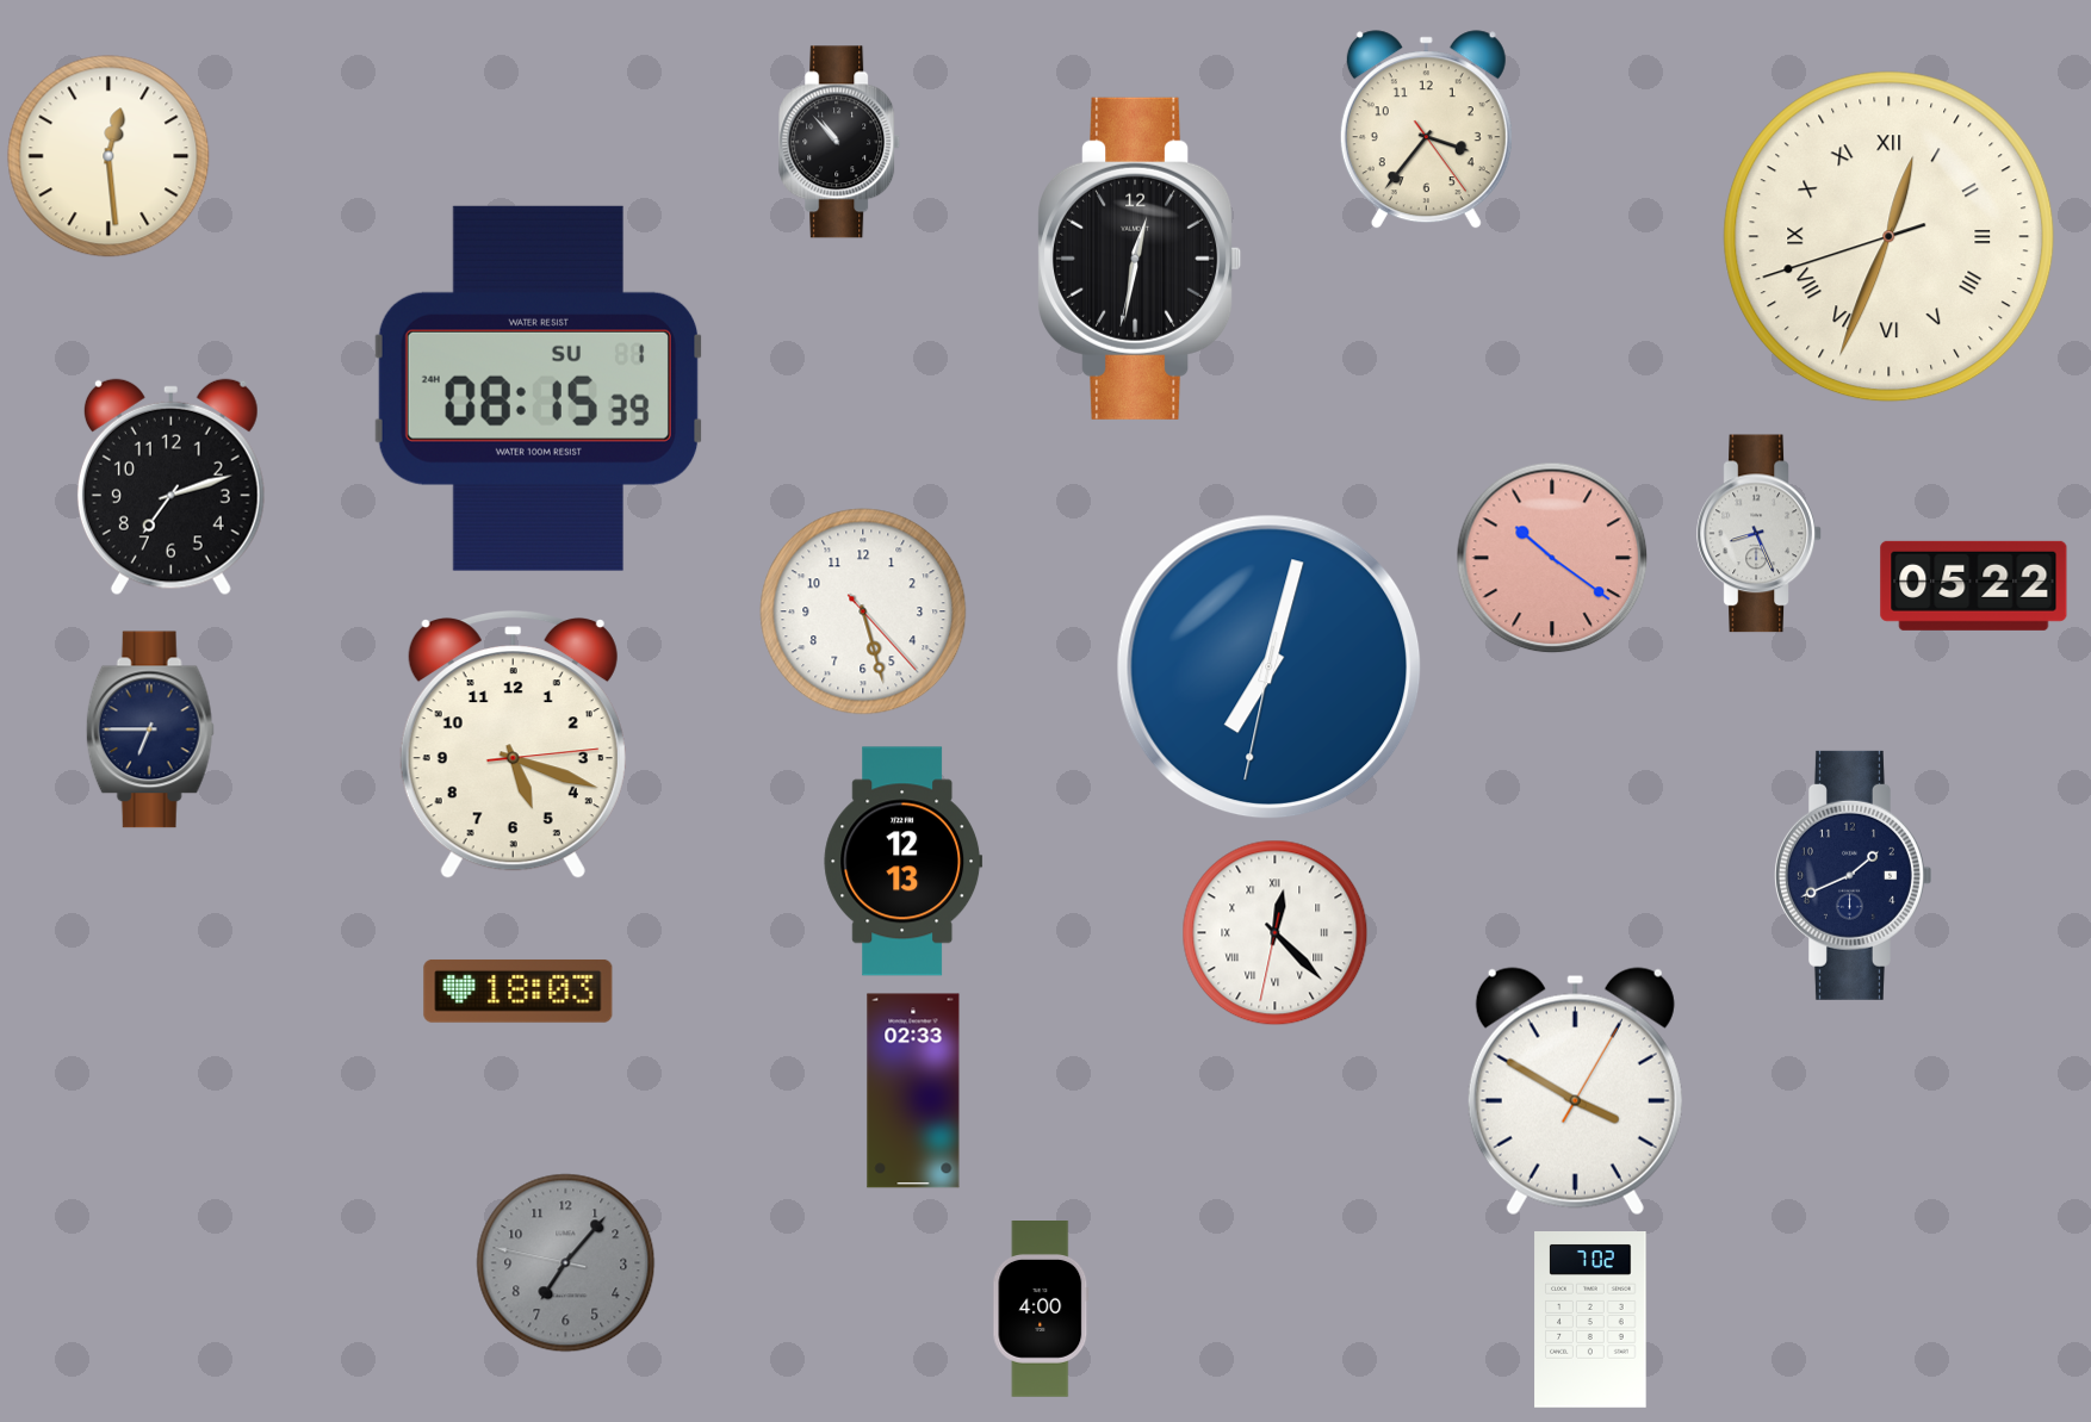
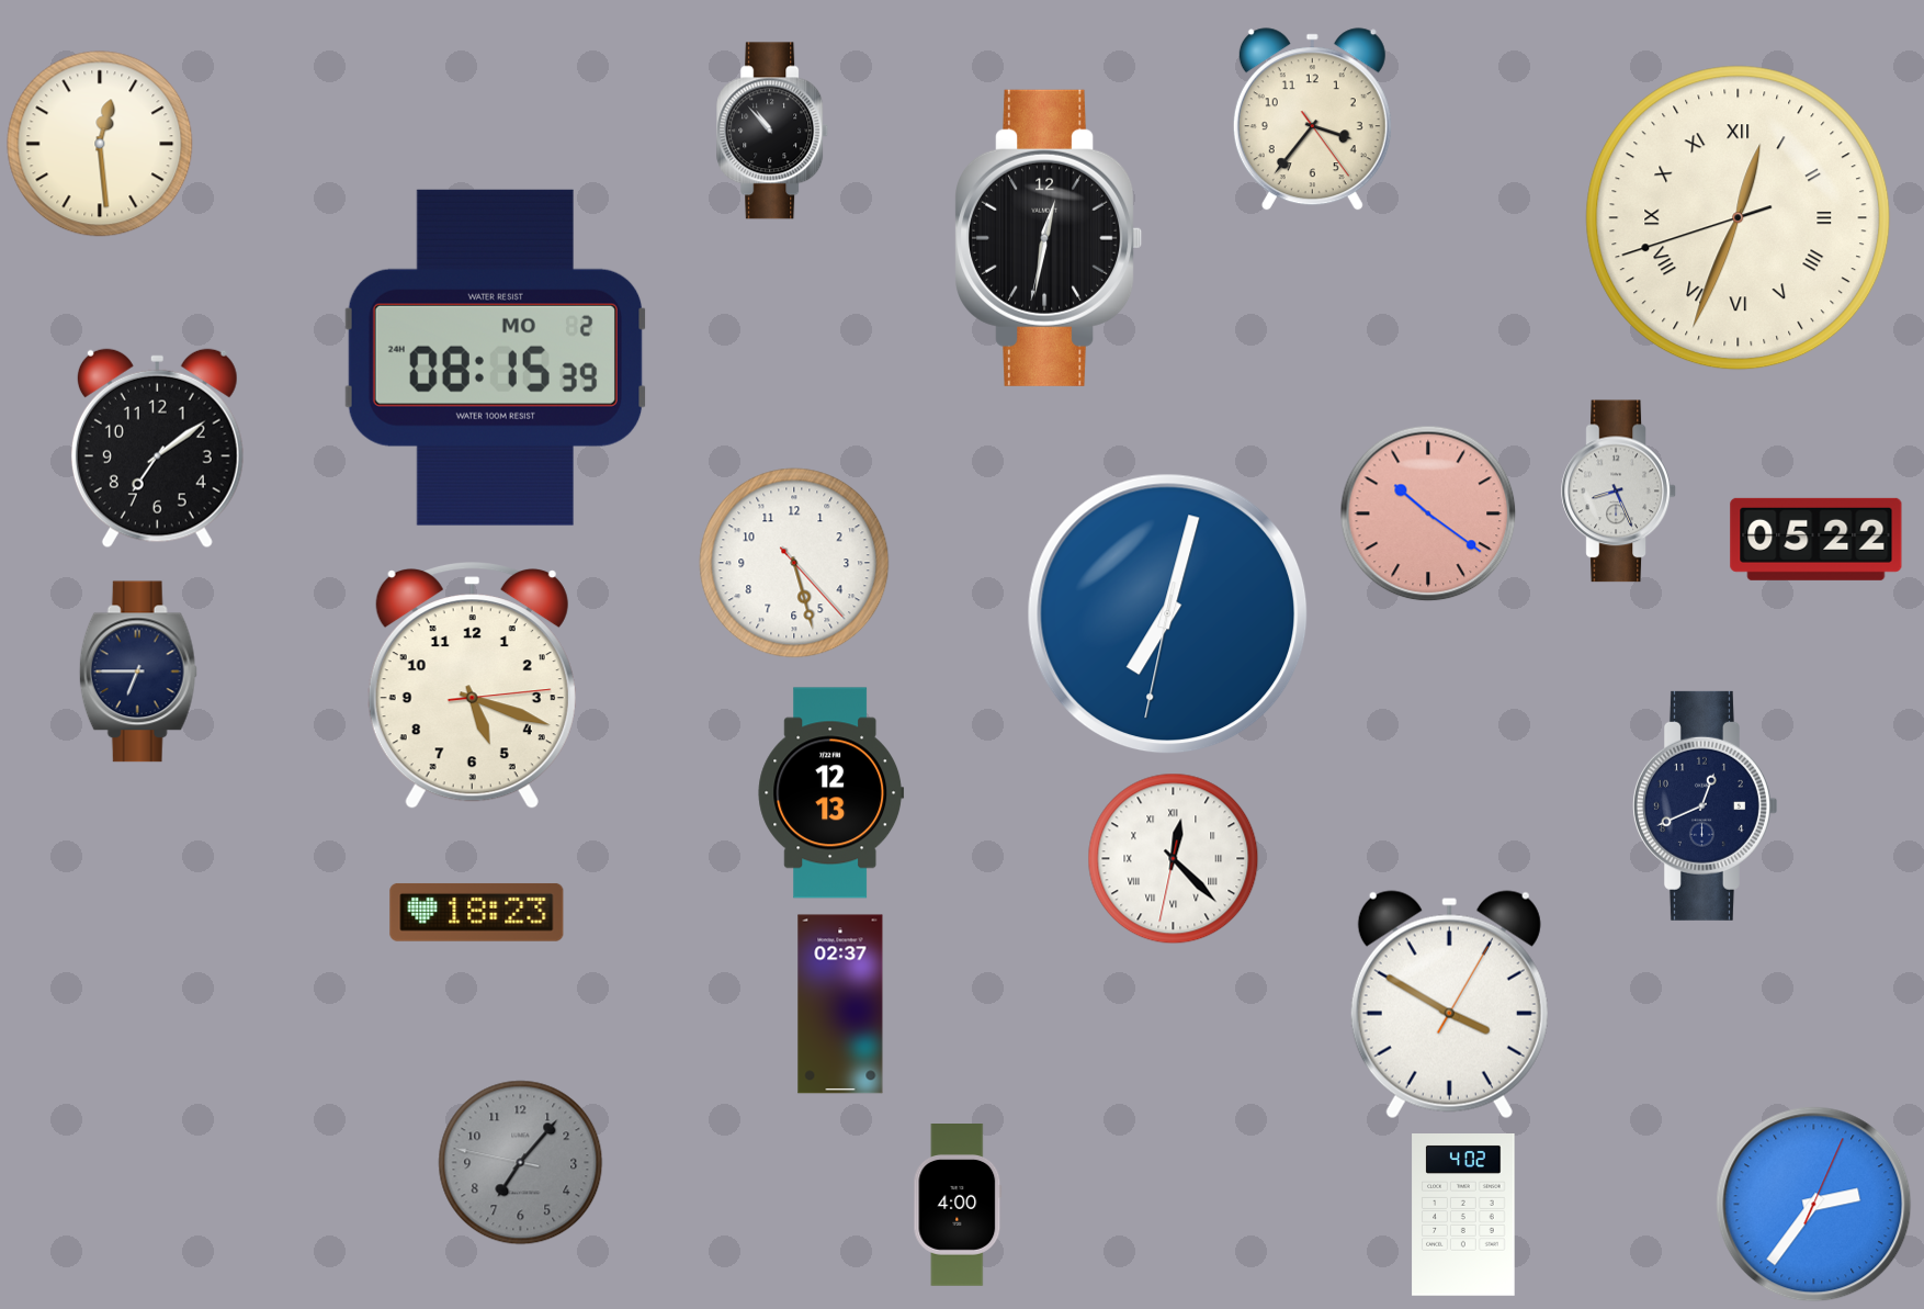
clock at (539, 389) date: SU 1 -> MO 2
clock at (170, 488): 7:12 -> 7:09
clock at (1853, 875): 1:41 -> 12:41
clock at (519, 992): 18:03 -> 18:23
clock at (913, 1091): 02:33 -> 02:37
clock at (1814, 1205): none -> 2:36
clock at (1590, 1321): 7:02 -> 4:02
